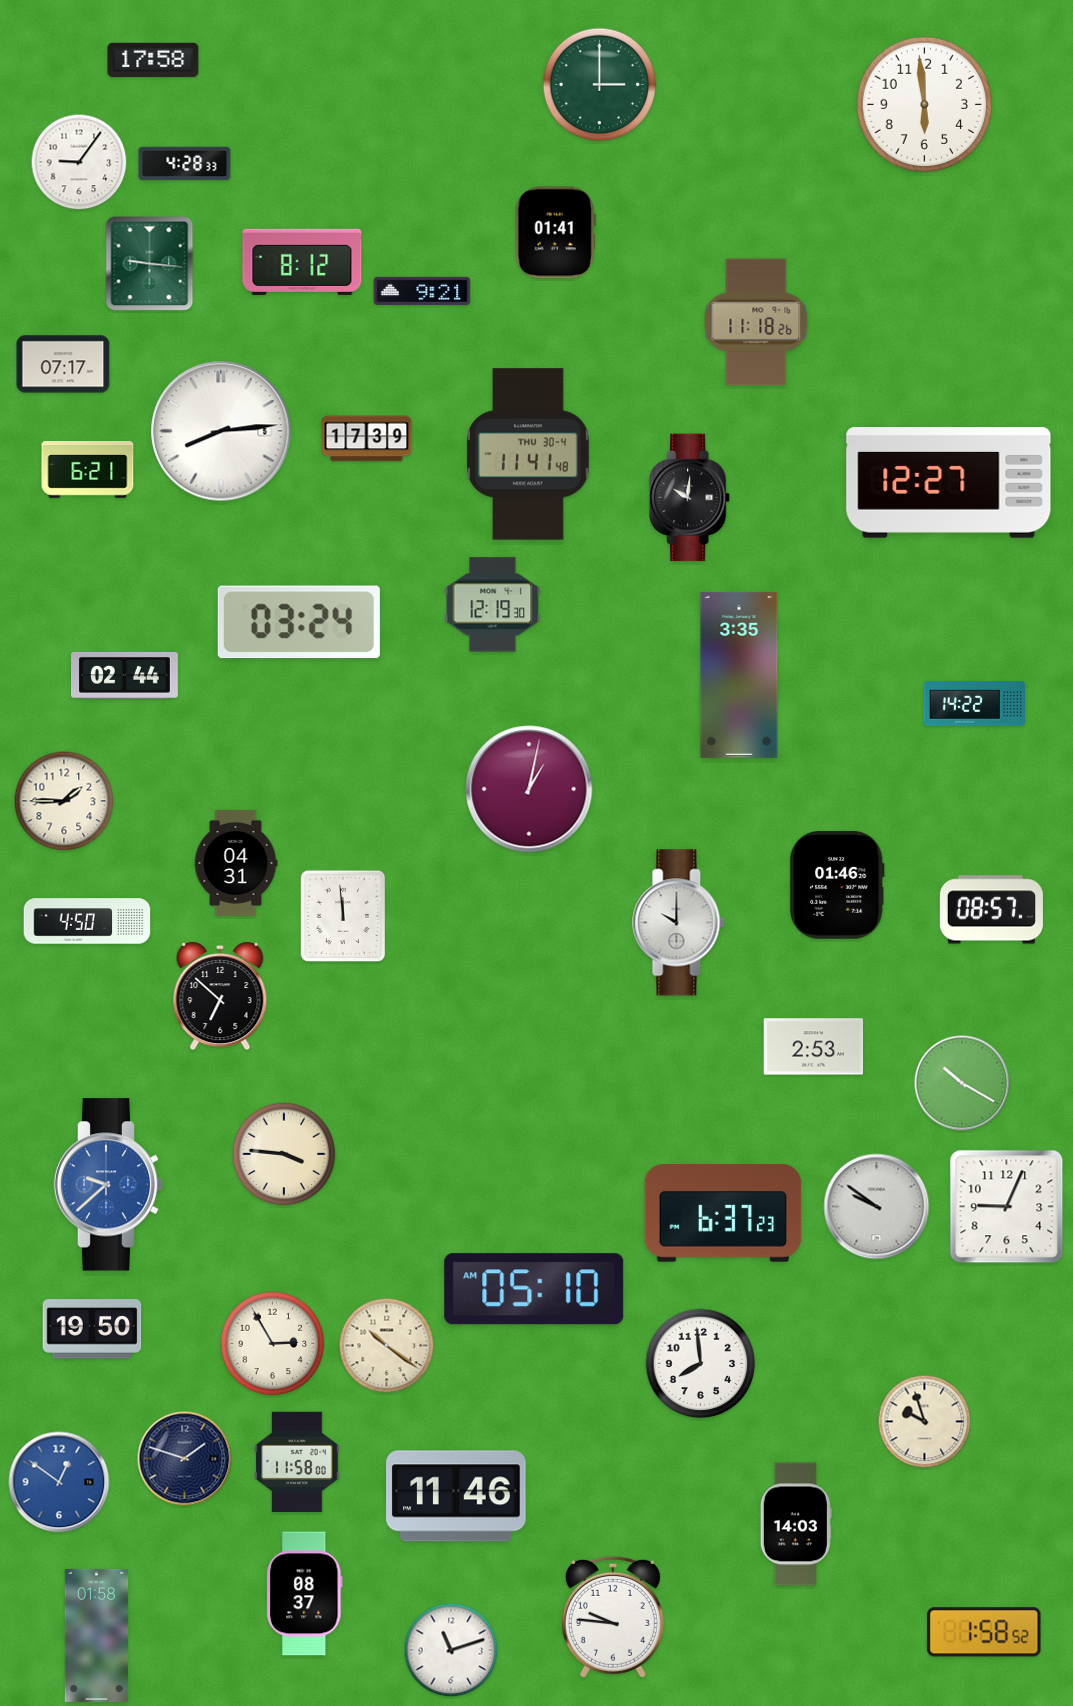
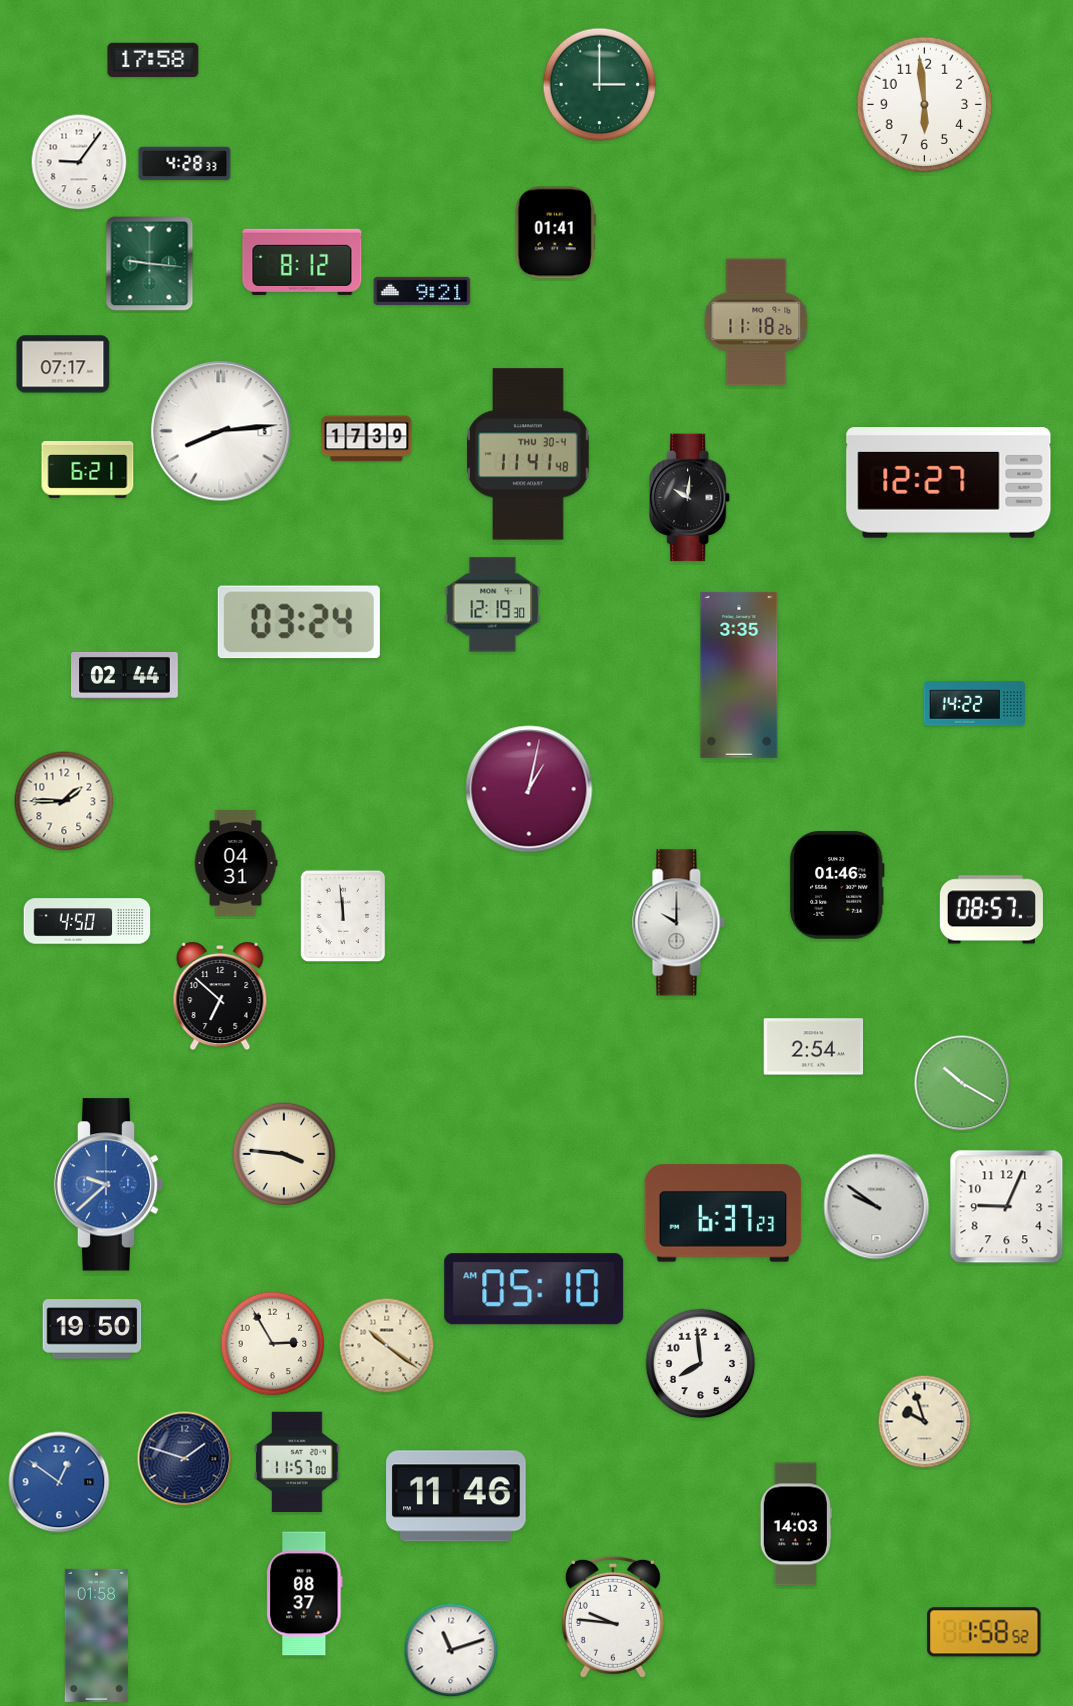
clock at (814, 1047): 2:53 -> 2:54
clock at (297, 1461): 11:58 -> 11:57
